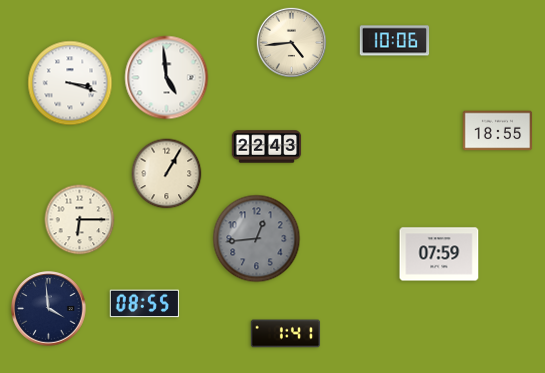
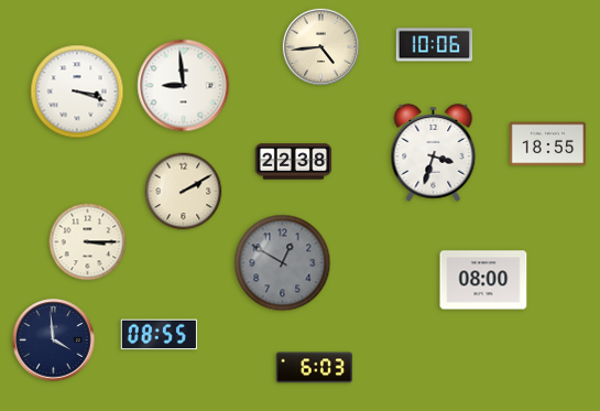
clock at (167, 78): 4:59 -> 8:59
clock at (434, 153): none -> 3:33
clock at (267, 147): 22:43 -> 22:38
clock at (167, 174): 1:05 -> 2:10
clock at (80, 220): 6:15 -> 3:15
clock at (257, 239): 12:44 -> 12:50
clock at (439, 254): 07:59 -> 08:00
clock at (286, 334): 1:41 -> 6:03
